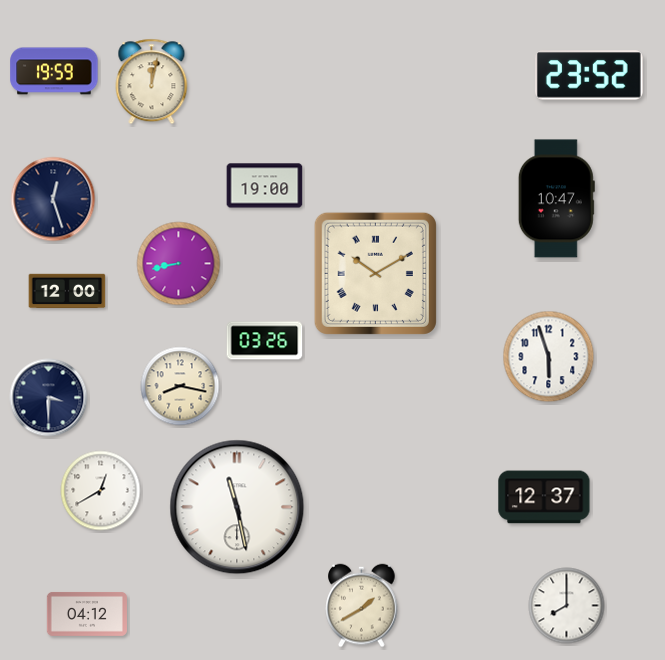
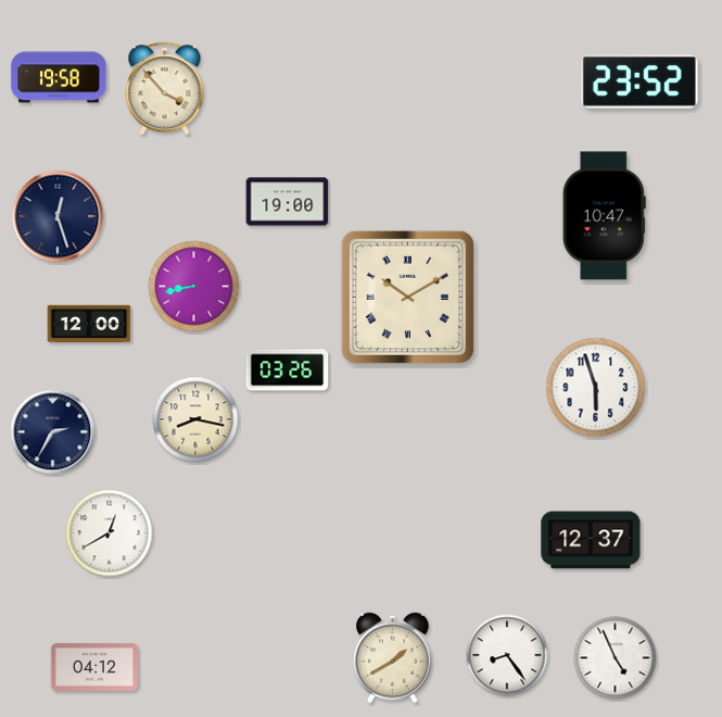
clock at (54, 71): 19:59 -> 19:58
clock at (152, 82): 12:02 -> 3:53
clock at (67, 291) position: (67, 291) -> (89, 324)
clock at (49, 398): 3:30 -> 2:35
clock at (237, 507): 11:28 -> none
clock at (507, 655): none -> 8:24
clock at (567, 606): 8:00 -> 4:56
